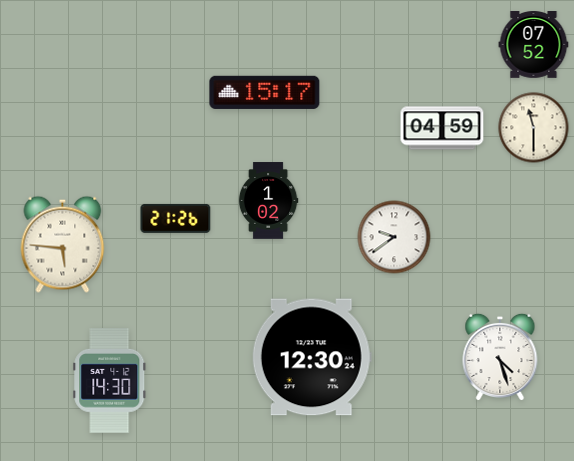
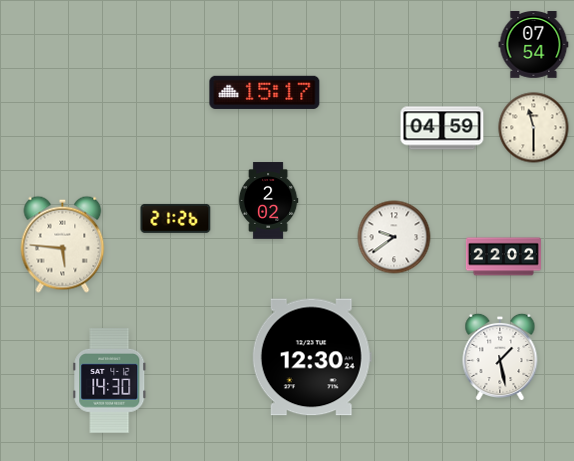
clock at (534, 45): 07:52 -> 07:54
clock at (268, 201): 1:02 -> 2:02
clock at (503, 257): none -> 22:02
clock at (500, 357): 4:27 -> 1:28
